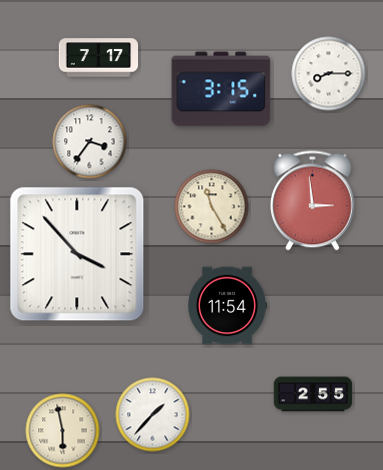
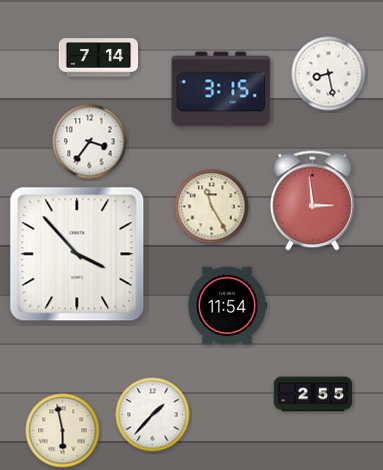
clock at (99, 58): 7:17 -> 7:14
clock at (329, 74): 8:15 -> 8:28
